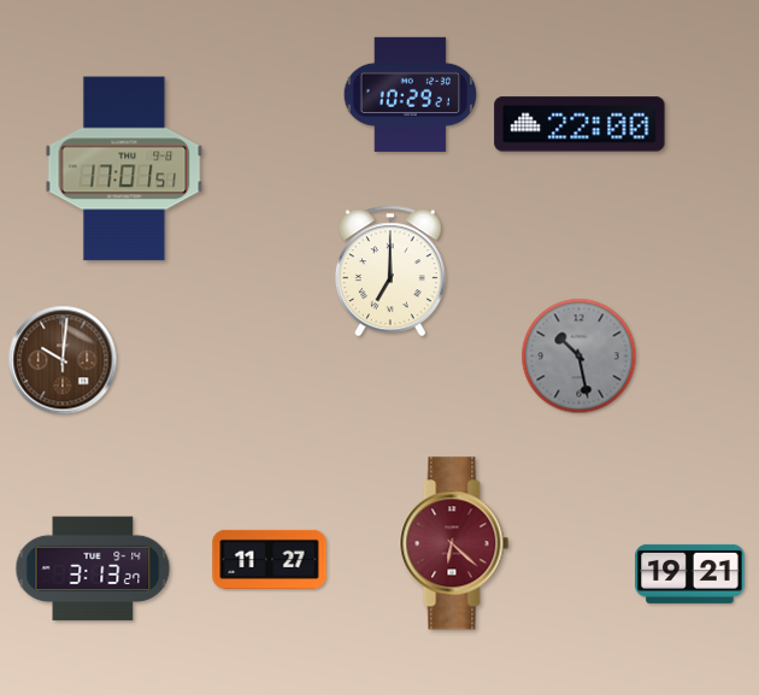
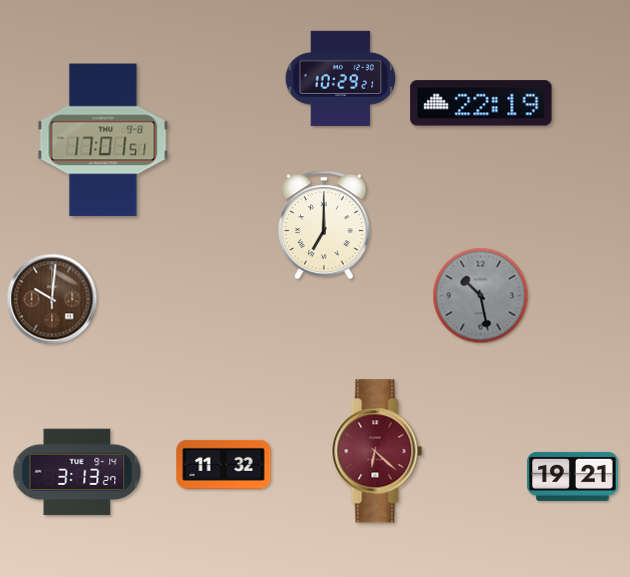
clock at (579, 124): 22:00 -> 22:19
clock at (270, 559): 11:27 -> 11:32
